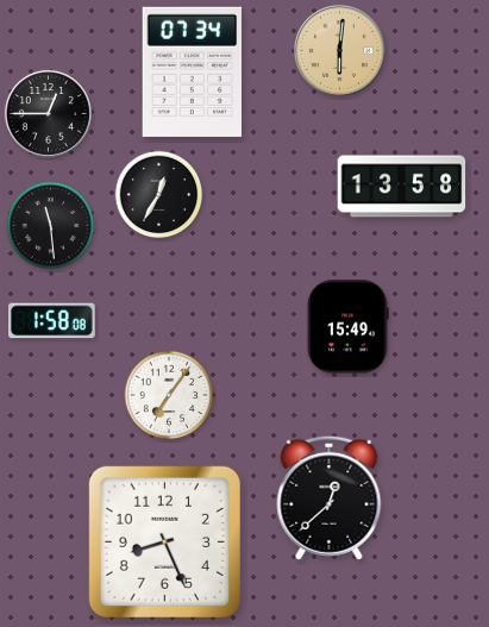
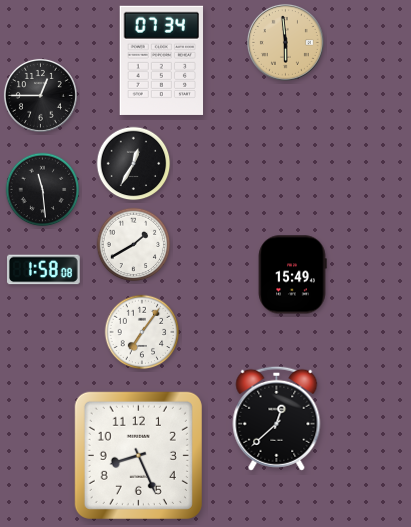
clock at (339, 50): 6:01 -> 5:59
clock at (402, 187): 13:58 -> none
clock at (134, 245): none -> 1:40
